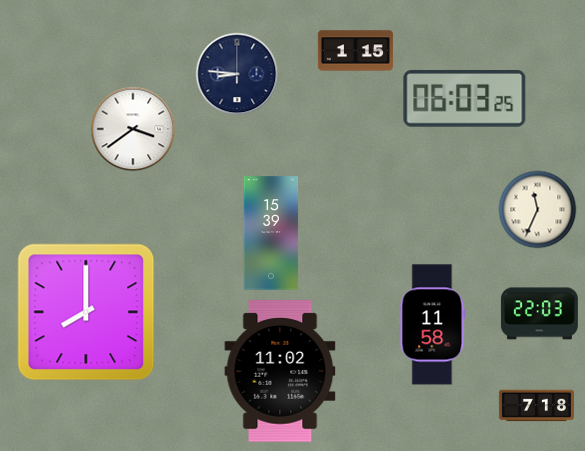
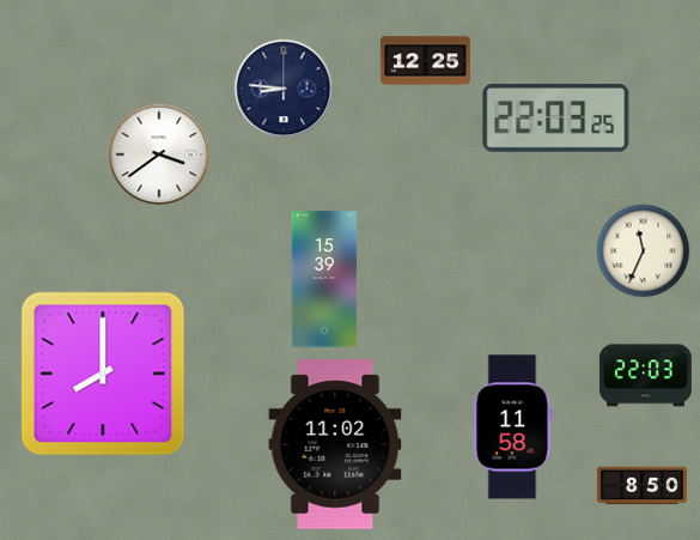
clock at (355, 51): 1:15 -> 12:25
clock at (465, 99): 06:03 -> 22:03
clock at (433, 325) position: (433, 325) -> (513, 427)
clock at (536, 406): 7:18 -> 8:50
